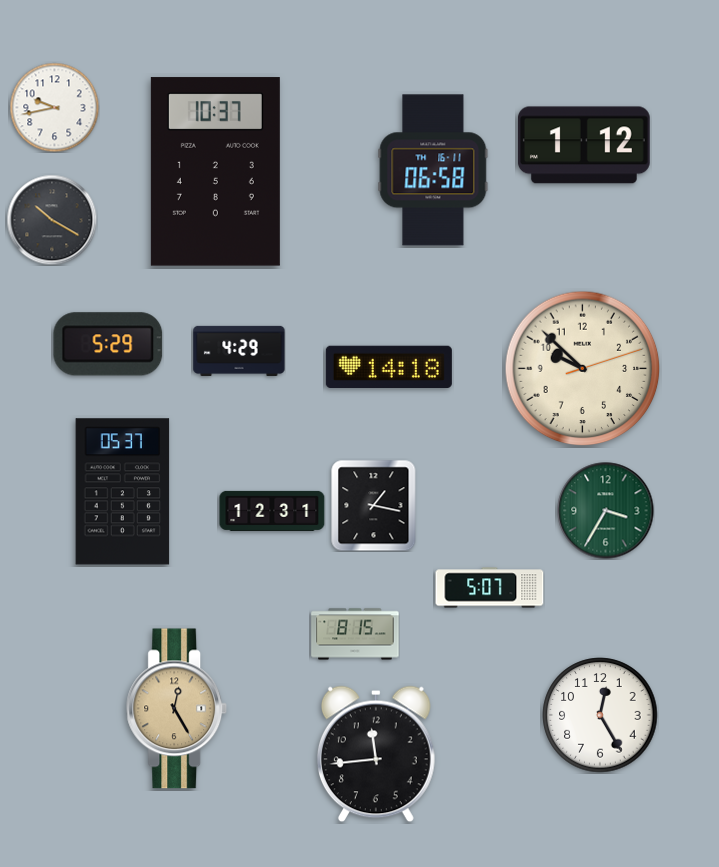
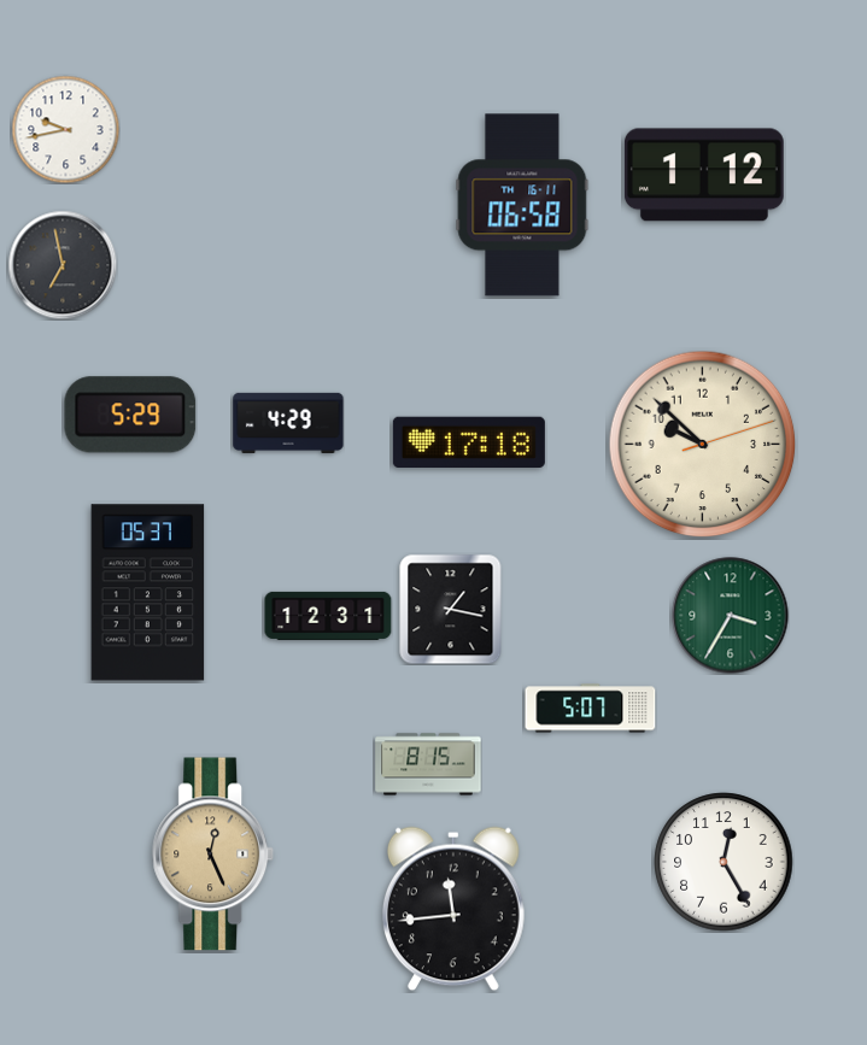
clock at (215, 172): 10:37 -> none
clock at (52, 220): 10:20 -> 6:58
clock at (389, 366): 14:18 -> 17:18
clock at (177, 709): 12:25 -> 12:26
